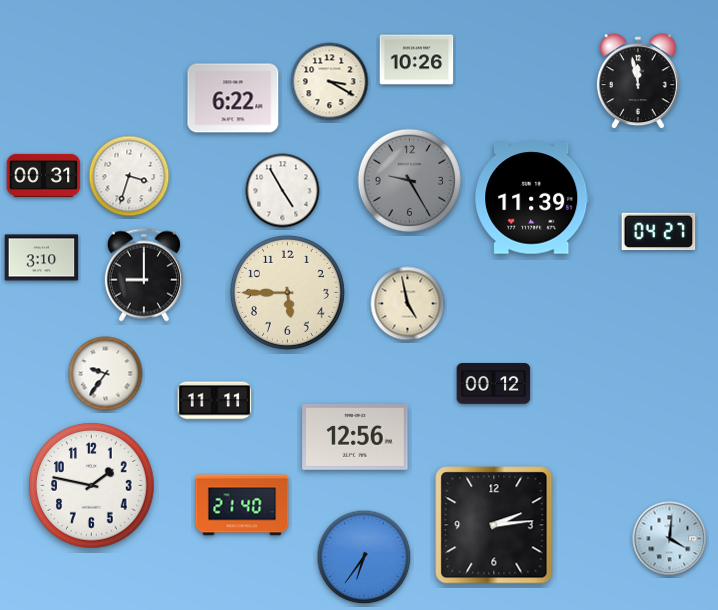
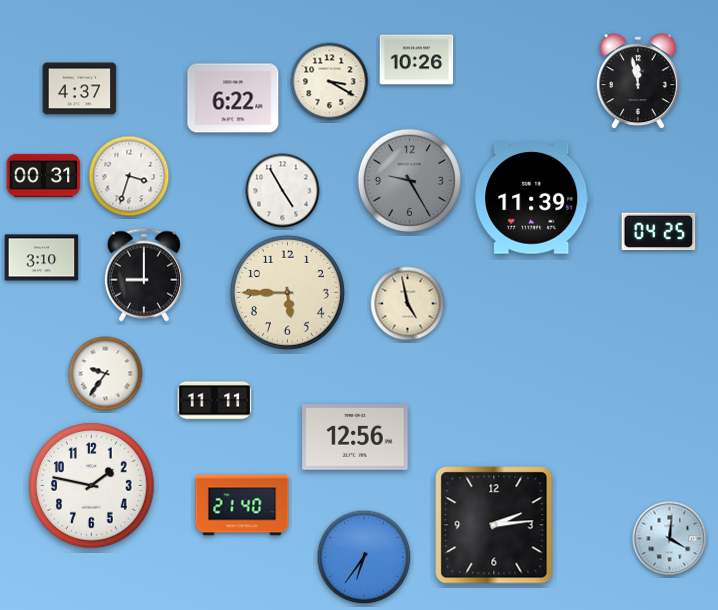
clock at (80, 89): none -> 4:37
clock at (659, 232): 04:27 -> 04:25
clock at (494, 384): 00:12 -> none
